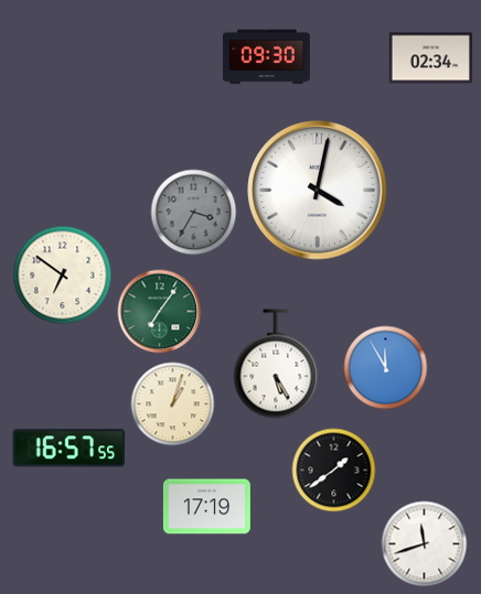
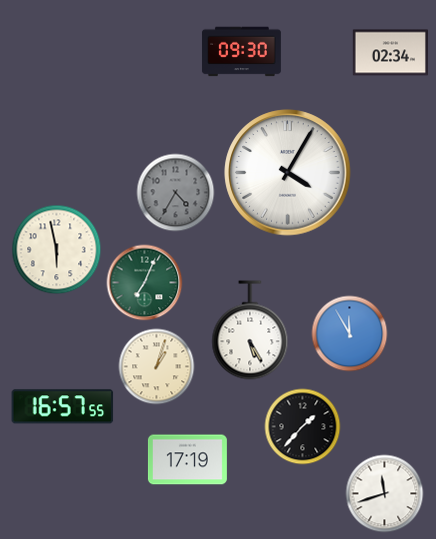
clock at (318, 191): 4:02 -> 4:05
clock at (194, 213): 3:35 -> 4:35
clock at (63, 276): 6:51 -> 5:58
clock at (160, 312): 7:06 -> 7:04
clock at (334, 471): 1:39 -> 1:37
